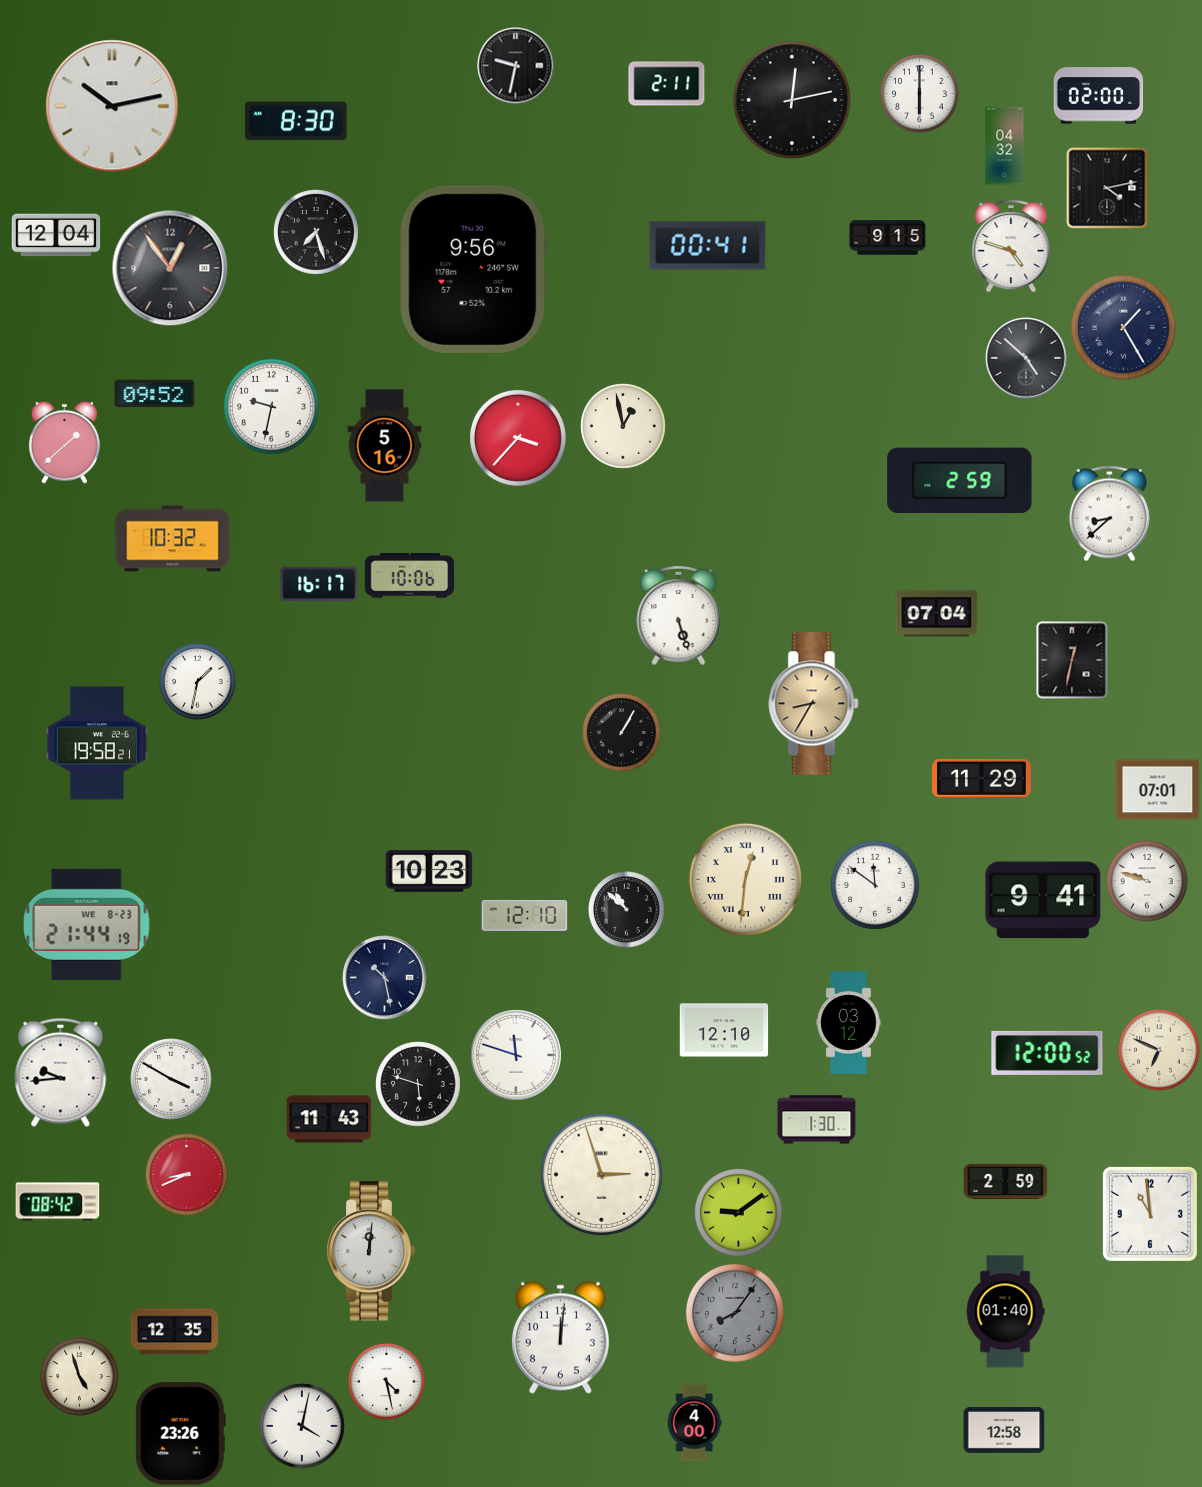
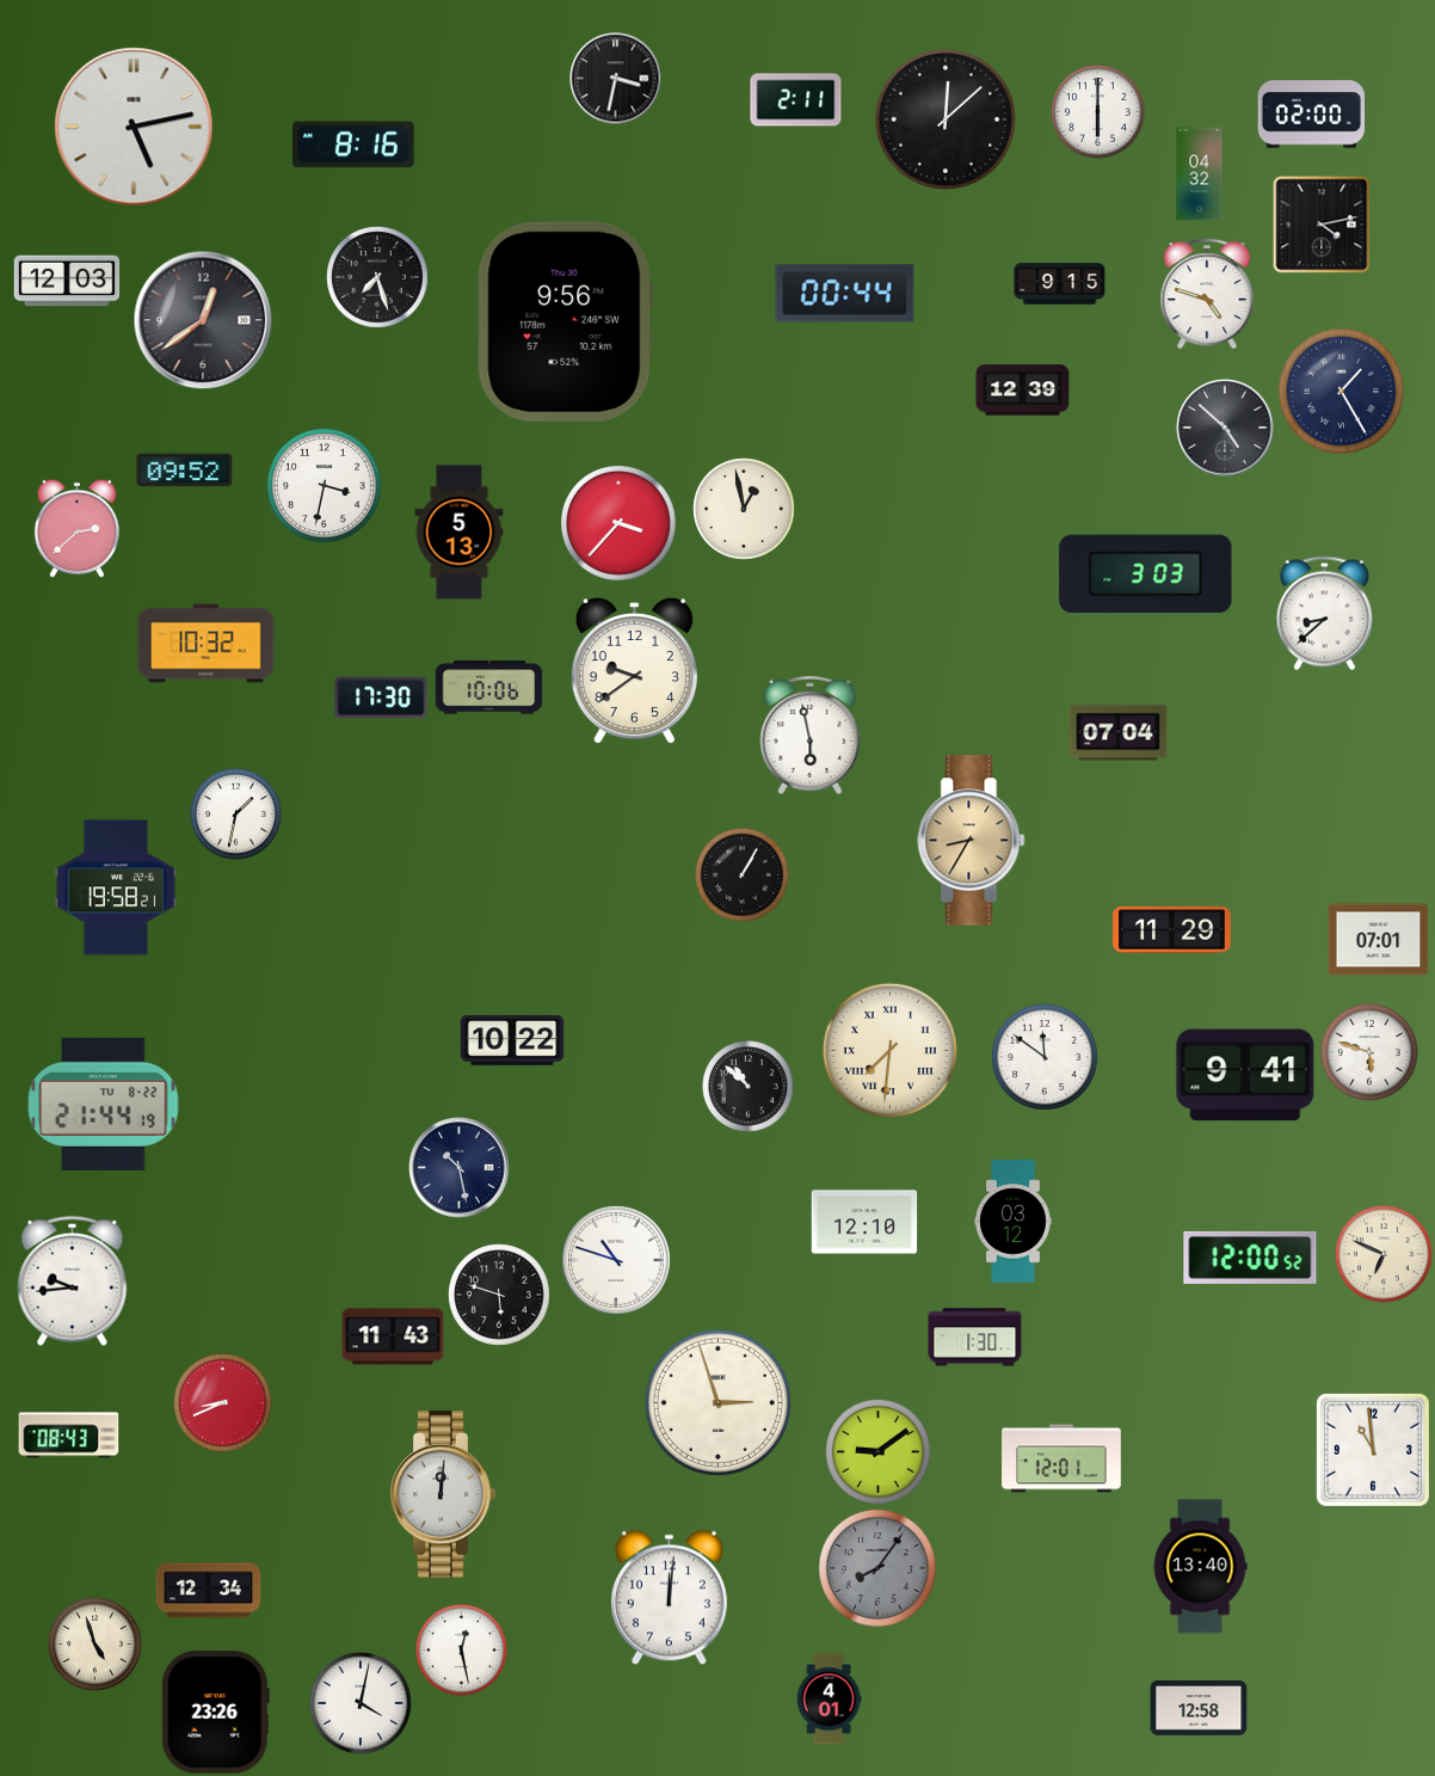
clock at (516, 66): 9:32 -> 3:32
clock at (792, 100): 12:13 -> 12:08
clock at (112, 106): 10:13 -> 5:13
clock at (296, 121): 8:30 -> 8:16
clock at (56, 235): 12:04 -> 12:03
clock at (708, 246): 00:41 -> 00:44
clock at (170, 268): 12:54 -> 12:39
clock at (1023, 391): none -> 12:39
clock at (271, 406): 9:32 -> 3:32
clock at (64, 442): 1:38 -> 2:38
clock at (385, 446): 5:16 -> 5:13
clock at (960, 481): 2:59 -> 3:03
clock at (634, 671): none -> 9:39
clock at (319, 584): 16:17 -> 17:30
clock at (679, 616): 5:27 -> 5:58
clock at (1072, 660): 12:32 -> none
clock at (1158, 790) position: (1158, 790) -> (1379, 940)
clock at (429, 871): 10:23 -> 10:22
clock at (745, 879): 12:31 -> 7:31
clock at (1147, 881): 9:48 -> 5:48
clock at (525, 915): 12:10 -> none
clock at (87, 924) date: WE 8-23 -> TU 8-22
clock at (724, 1030) position: (724, 1030) -> (864, 1222)
clock at (516, 1055): 11:48 -> 10:48
clock at (171, 1079): 3:50 -> none
clock at (1006, 1182): 2:59 -> none
clock at (58, 1202): 08:42 -> 08:43
clock at (739, 1213) position: (739, 1213) -> (879, 1452)
clock at (1061, 1458): none -> 12:01
clock at (1005, 1312): 01:40 -> 13:40
clock at (175, 1332): 12:35 -> 12:34
clock at (387, 1382): 4:28 -> 12:28
clock at (694, 1423): 4:00 -> 4:01
